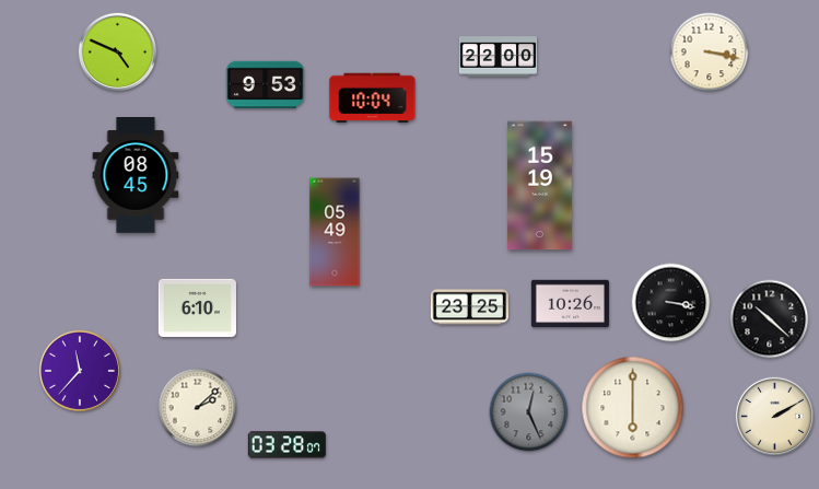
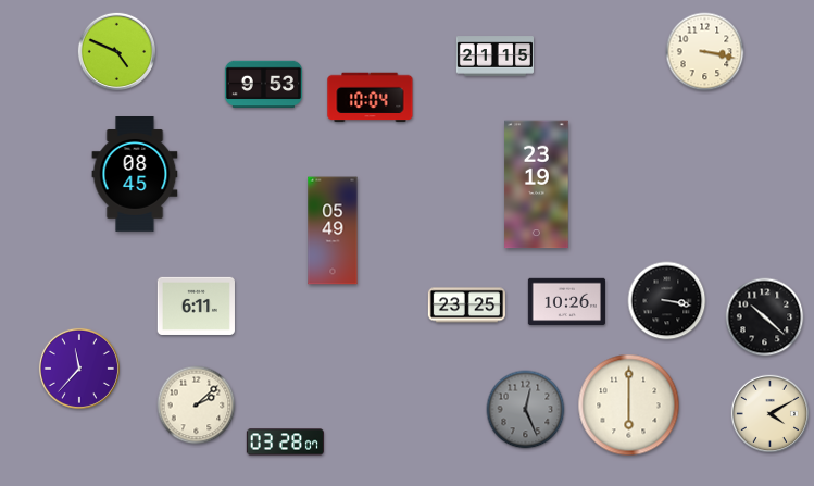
clock at (498, 57): 22:00 -> 21:15
clock at (540, 186): 15:19 -> 23:19
clock at (197, 307): 6:10 -> 6:11
clock at (774, 416): 2:10 -> 4:10
